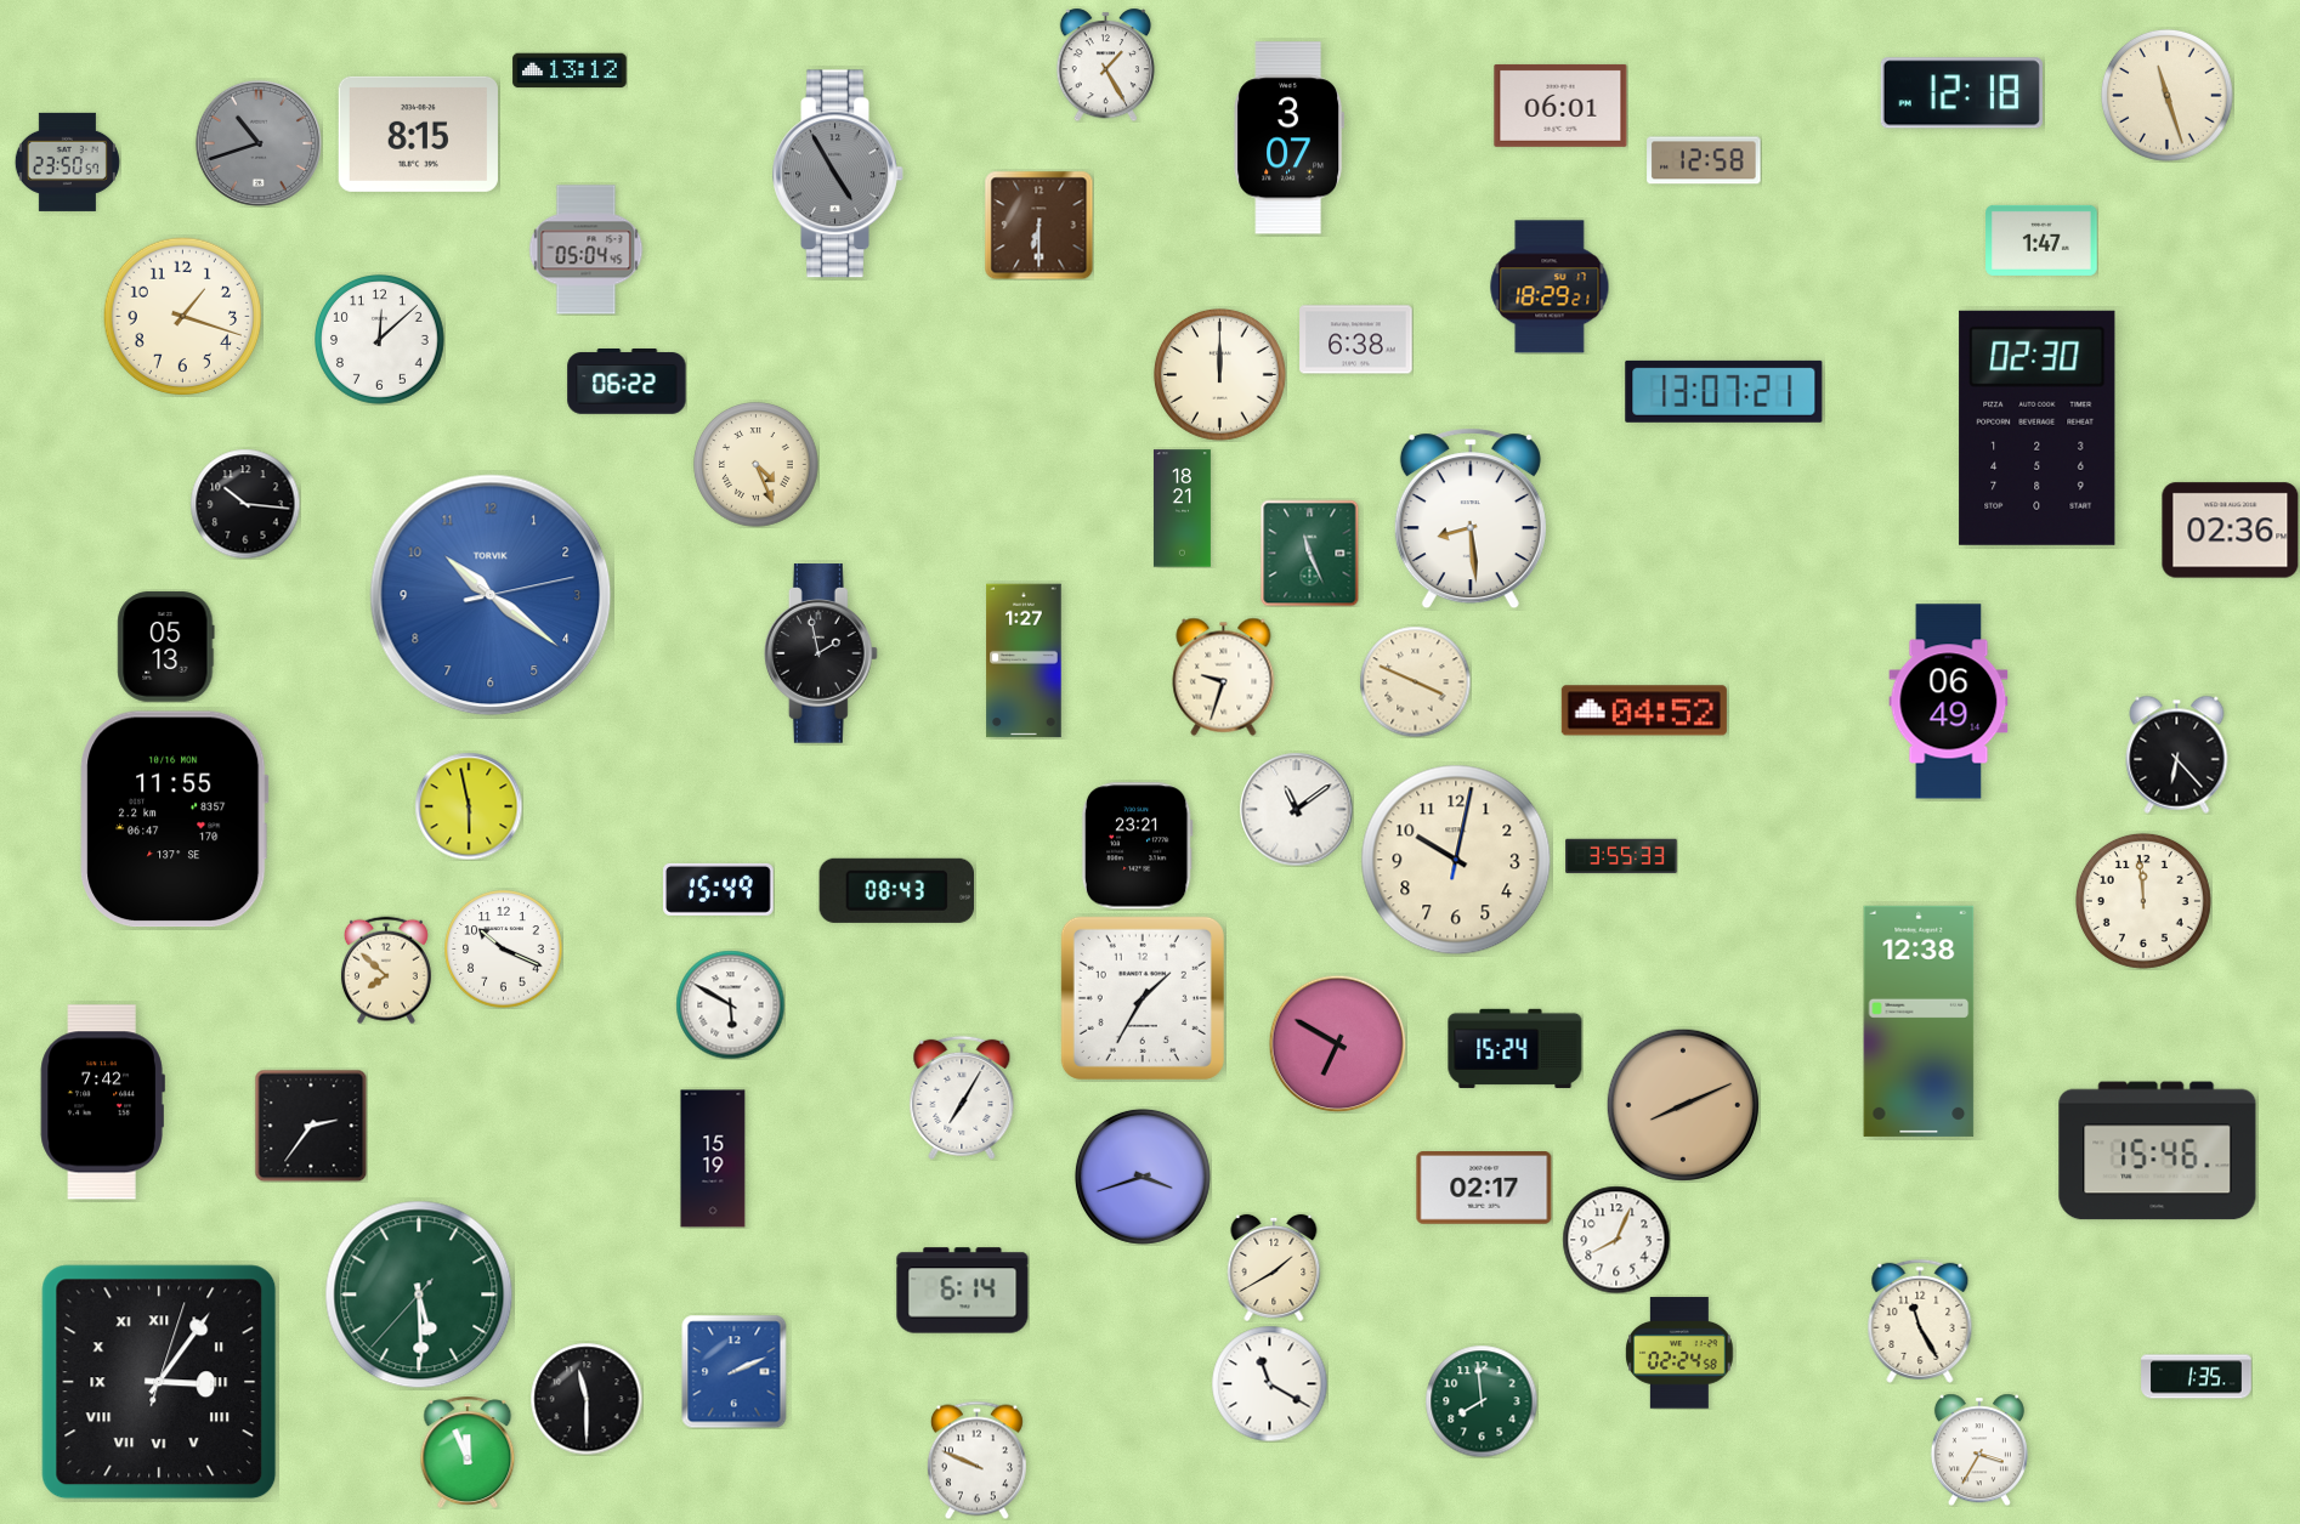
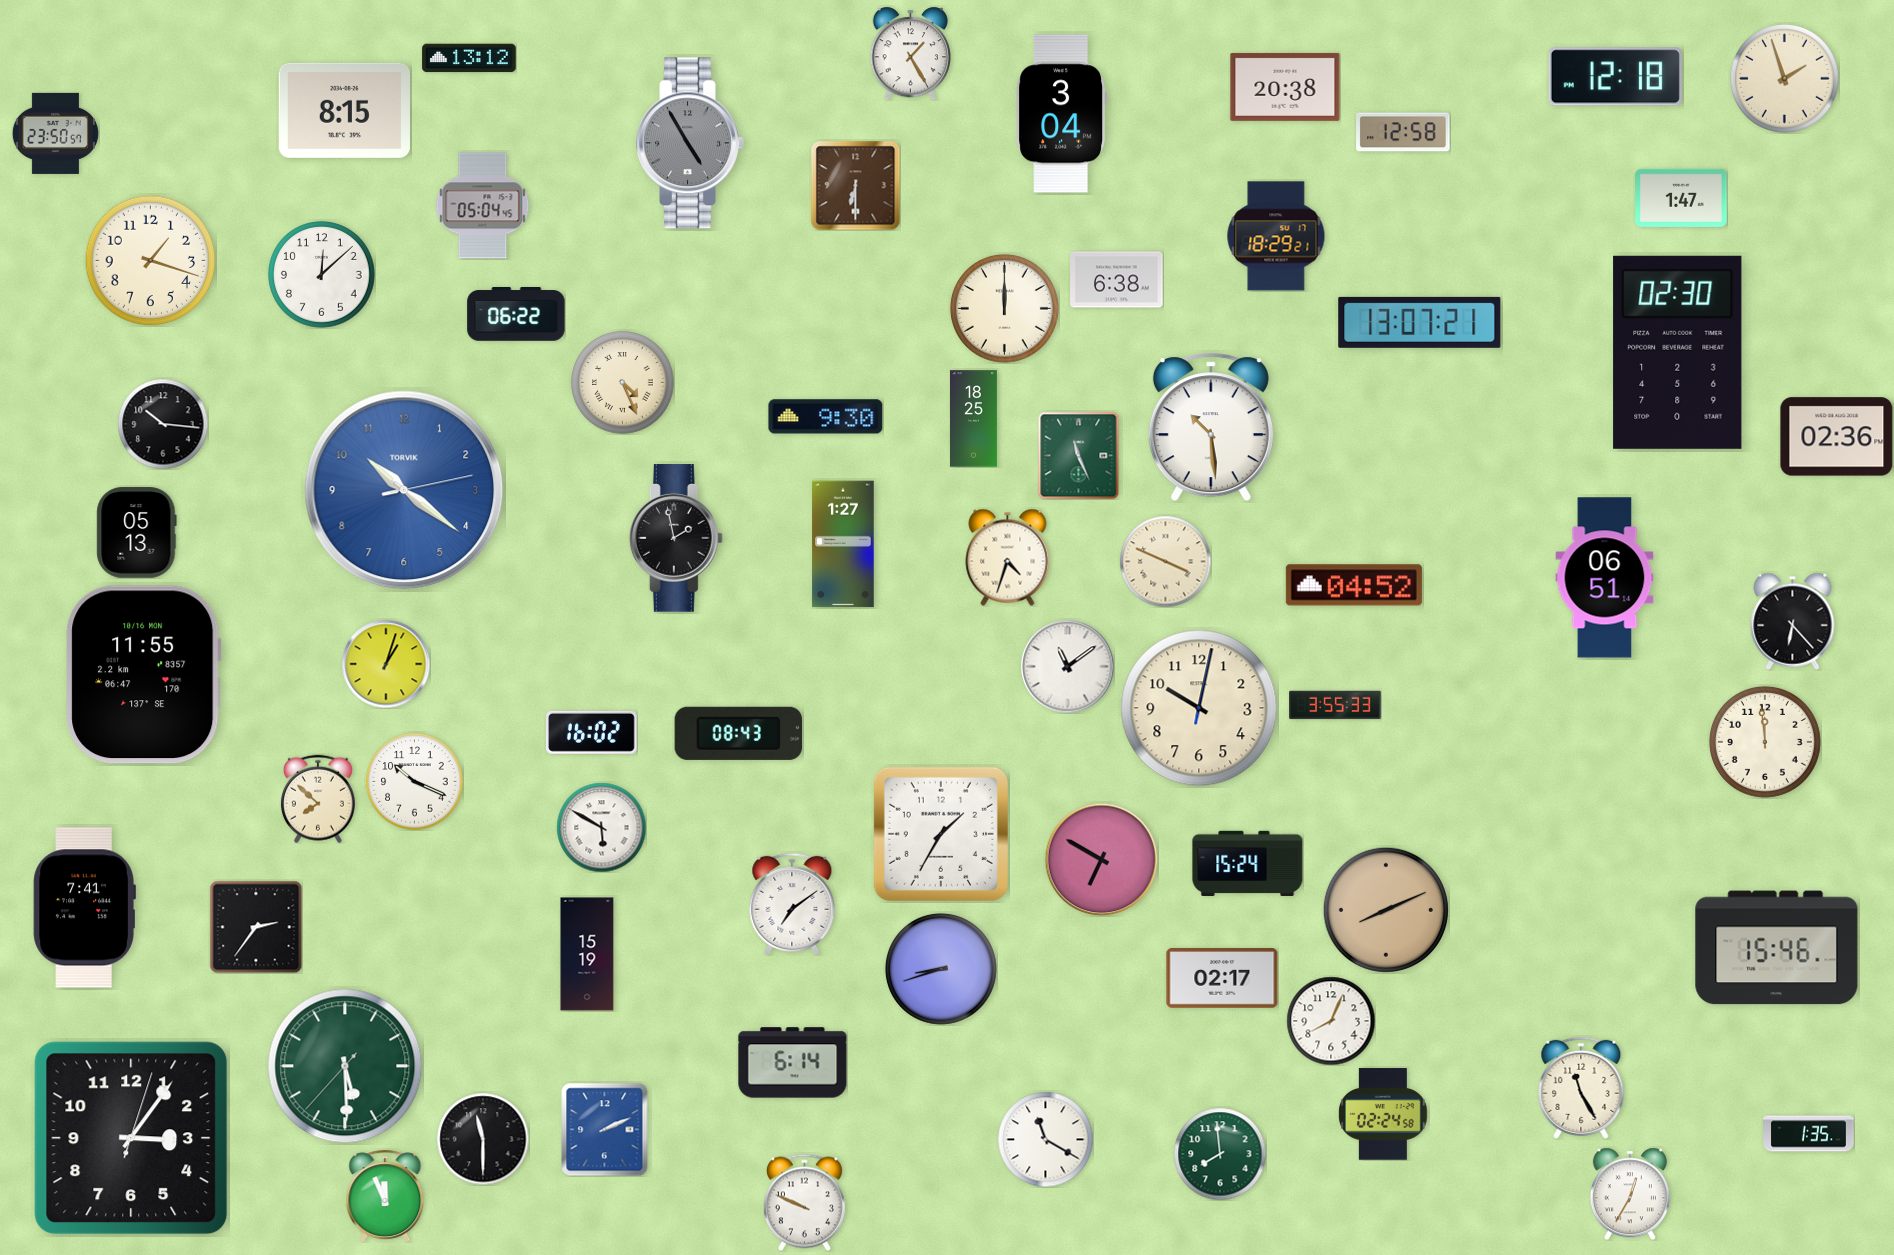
clock at (2166, 95): 11:27 -> 1:57
clock at (1560, 106): 06:01 -> 20:38
clock at (1288, 138): 3:07 -> 3:04
clock at (259, 143): 10:42 -> none
clock at (380, 340) position: (380, 340) -> (322, 275)
clock at (245, 504) position: (245, 504) -> (163, 424)
clock at (826, 417): none -> 9:30
clock at (1182, 509): 18:21 -> 18:25
clock at (1471, 519): 8:29 -> 10:29
clock at (1224, 676): 9:33 -> 4:33
clock at (1949, 702): 06:49 -> 06:51
clock at (469, 806): 5:58 -> 1:03
clock at (1137, 846): 23:21 -> none
clock at (719, 889): 15:49 -> 16:02
clock at (1143, 998) position: (1143, 998) -> (941, 834)
clock at (1919, 1021): 12:38 -> none
clock at (962, 1098): 7:05 -> 7:09
clock at (102, 1103): 7:42 -> 7:41
clock at (1143, 1177): 3:42 -> 8:42
clock at (1274, 1268): 1:40 -> none
clock at (159, 1382) numerals: Roman -> Arabic
clock at (587, 1399) position: (587, 1399) -> (483, 1139)
clock at (1979, 1450): 3:35 -> 12:35
